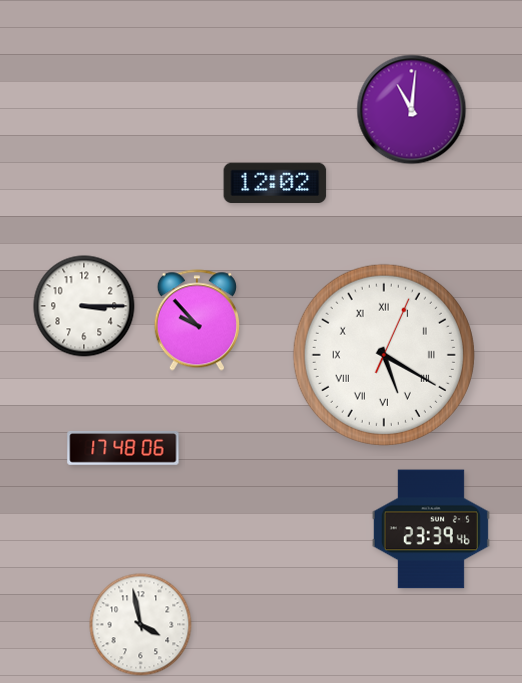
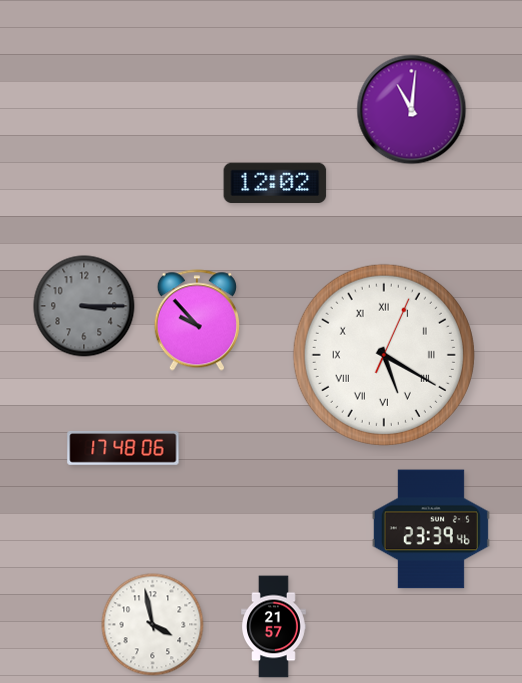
clock at (84, 306) dial: white -> grey
clock at (141, 625) position: (141, 625) -> (153, 625)
clock at (274, 627): none -> 21:57
